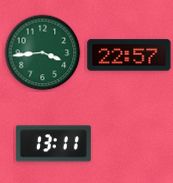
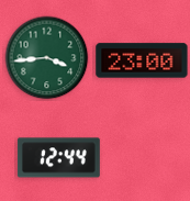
clock at (129, 55): 22:57 -> 23:00
clock at (53, 144): 13:11 -> 12:44
